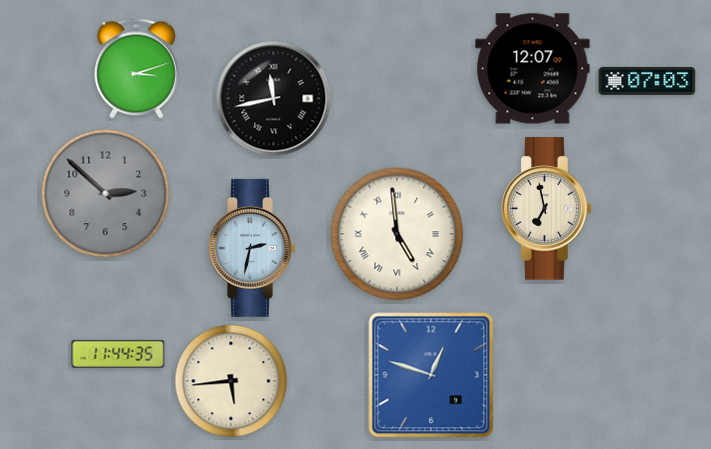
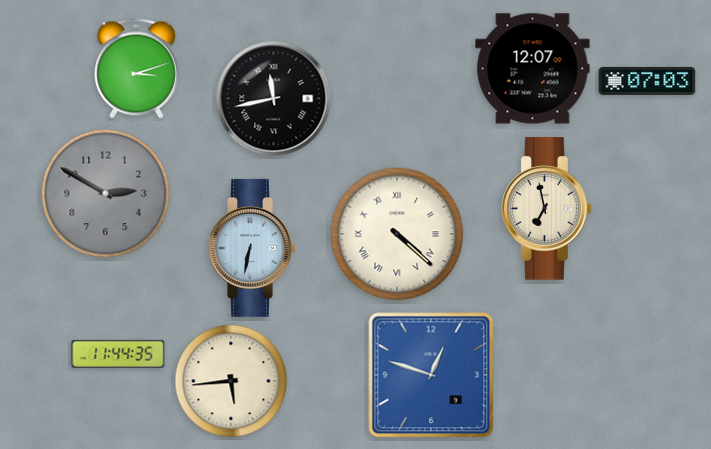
clock at (106, 194): 2:52 -> 2:50
clock at (397, 234): 4:59 -> 4:22
clock at (253, 248): 2:32 -> 6:32
